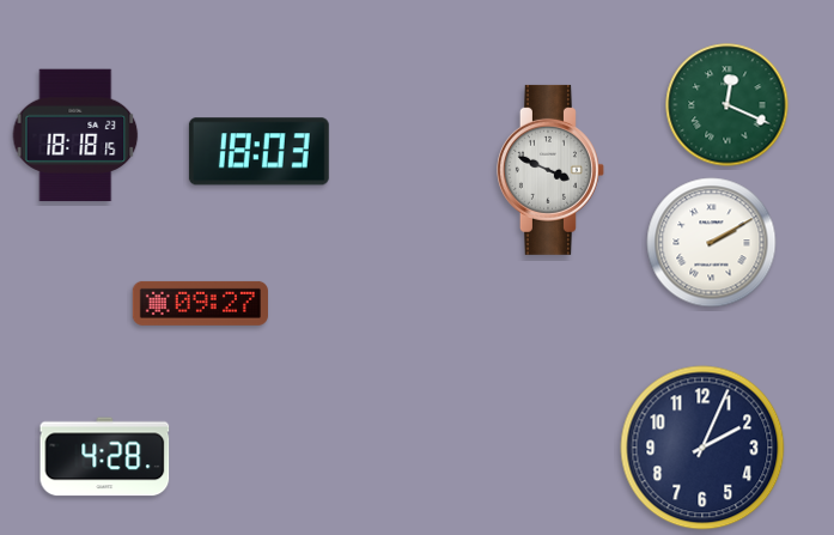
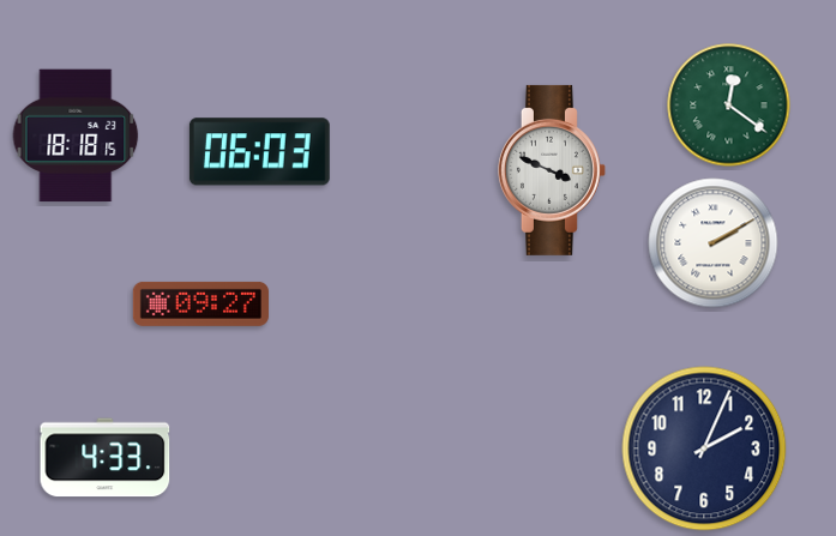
clock at (728, 105): 12:19 -> 12:21
clock at (258, 152): 18:03 -> 06:03
clock at (105, 457): 4:28 -> 4:33
